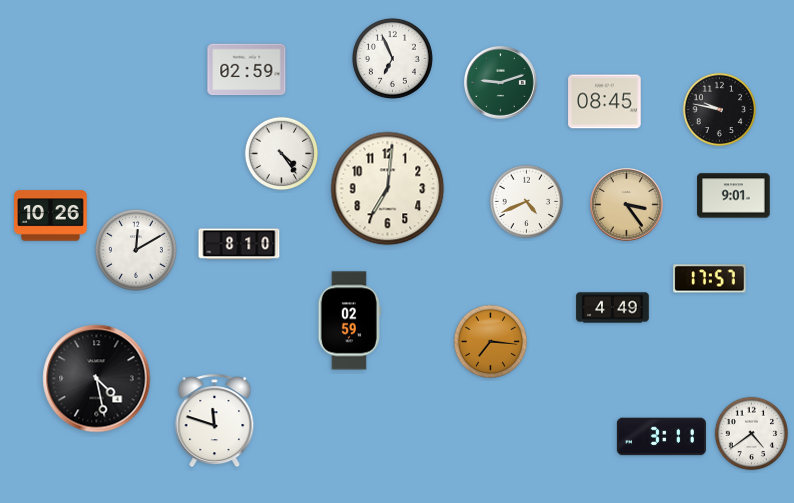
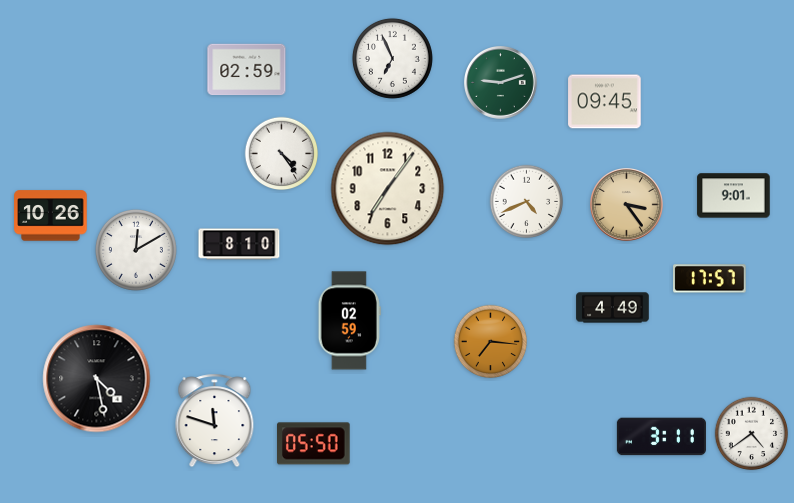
clock at (605, 102): 08:45 -> 09:45
clock at (720, 110): 9:47 -> none
clock at (388, 189): 7:01 -> 7:06
clock at (314, 444): none -> 05:50
